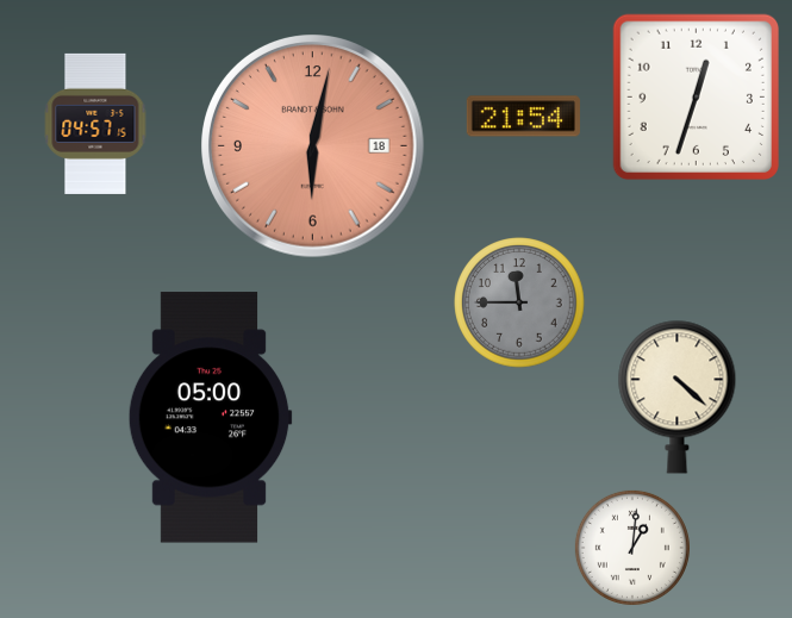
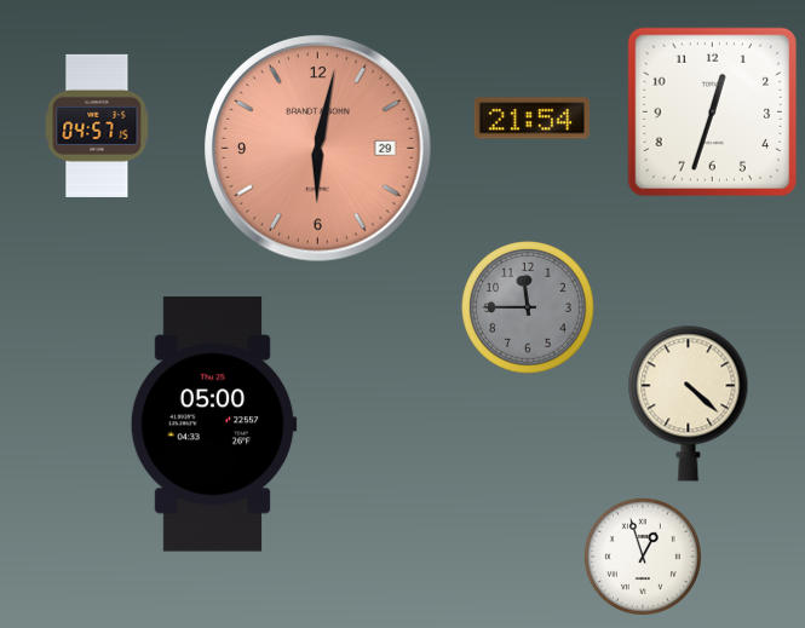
clock at (696, 96) position: (696, 96) -> (712, 111)
clock at (313, 146) date: 18 -> 29
clock at (632, 548): 1:01 -> 12:57
